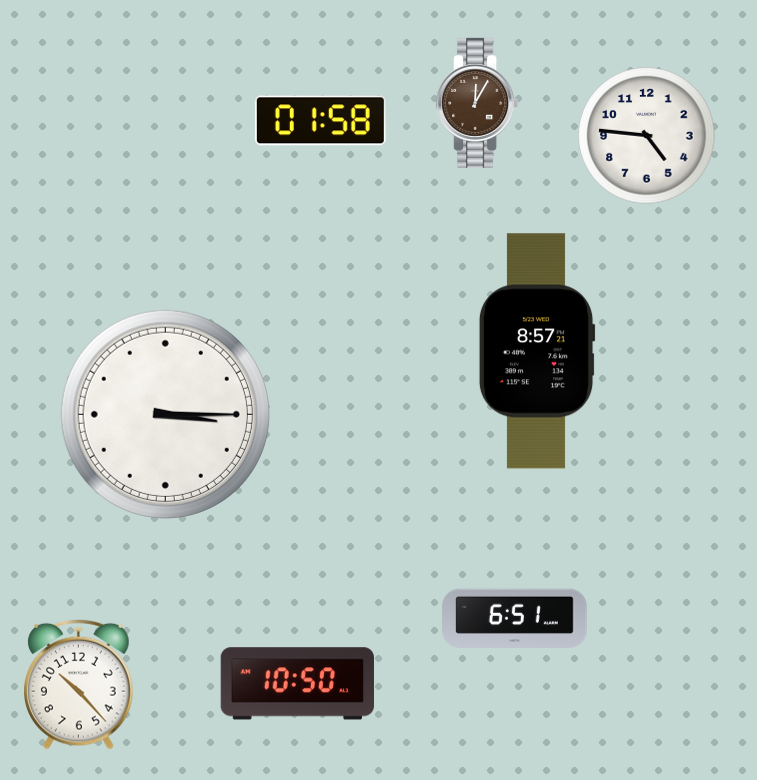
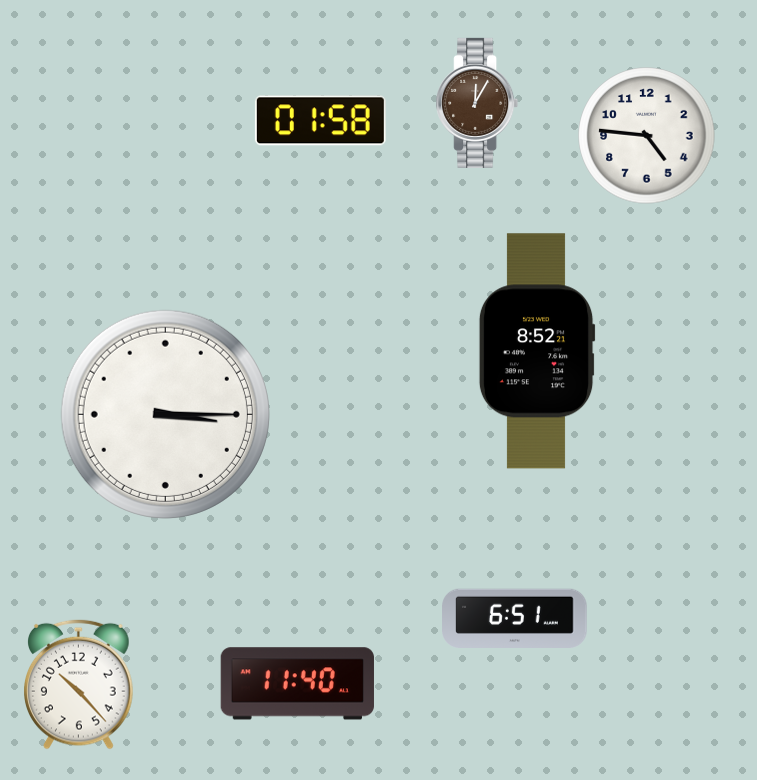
clock at (537, 351): 8:57 -> 8:52
clock at (297, 684): 10:50 -> 11:40
